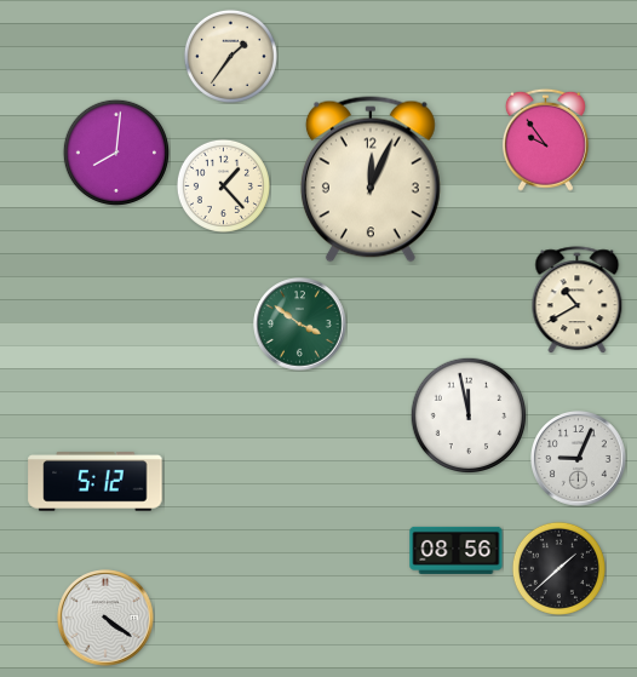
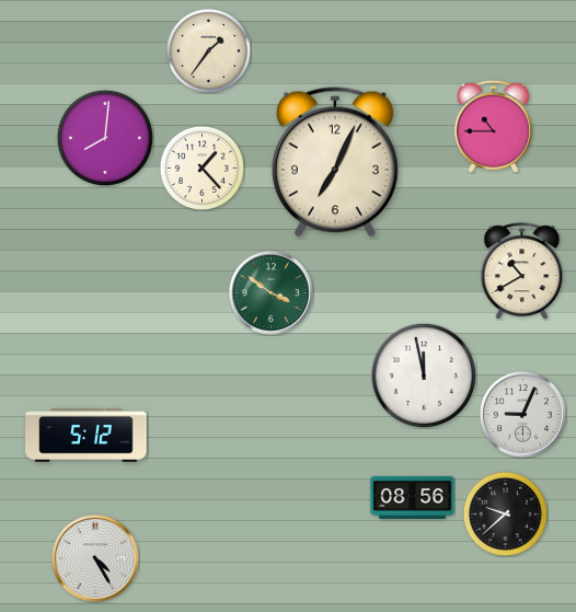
clock at (545, 139): 9:54 -> 10:45
clock at (371, 179): 12:04 -> 7:04
clock at (558, 568): 1:38 -> 9:38
clock at (107, 619): 4:21 -> 4:25
